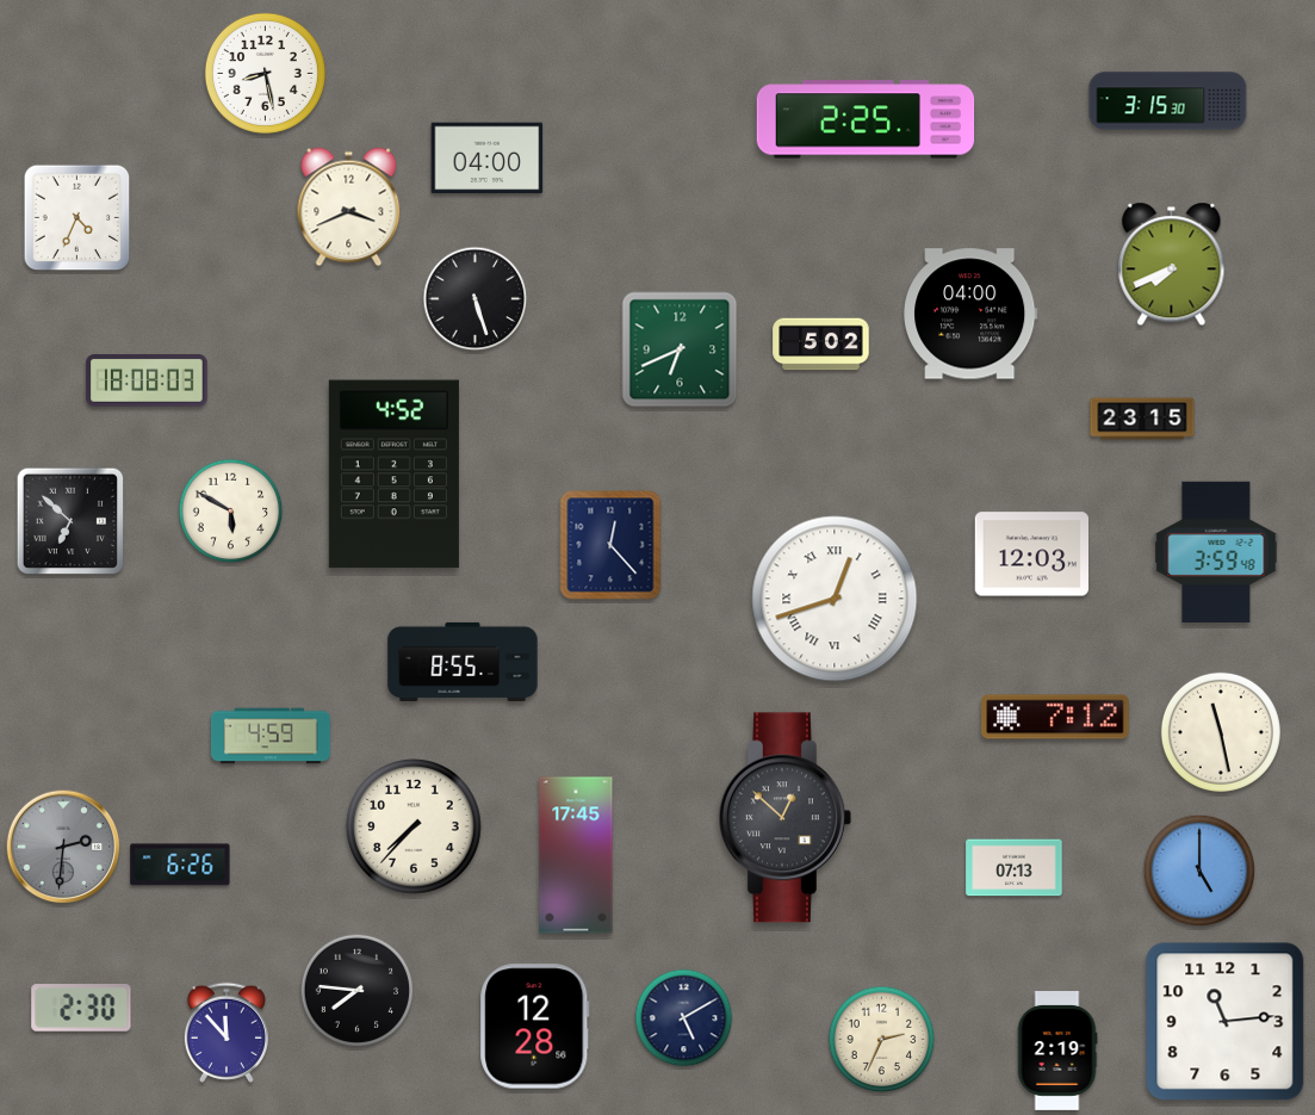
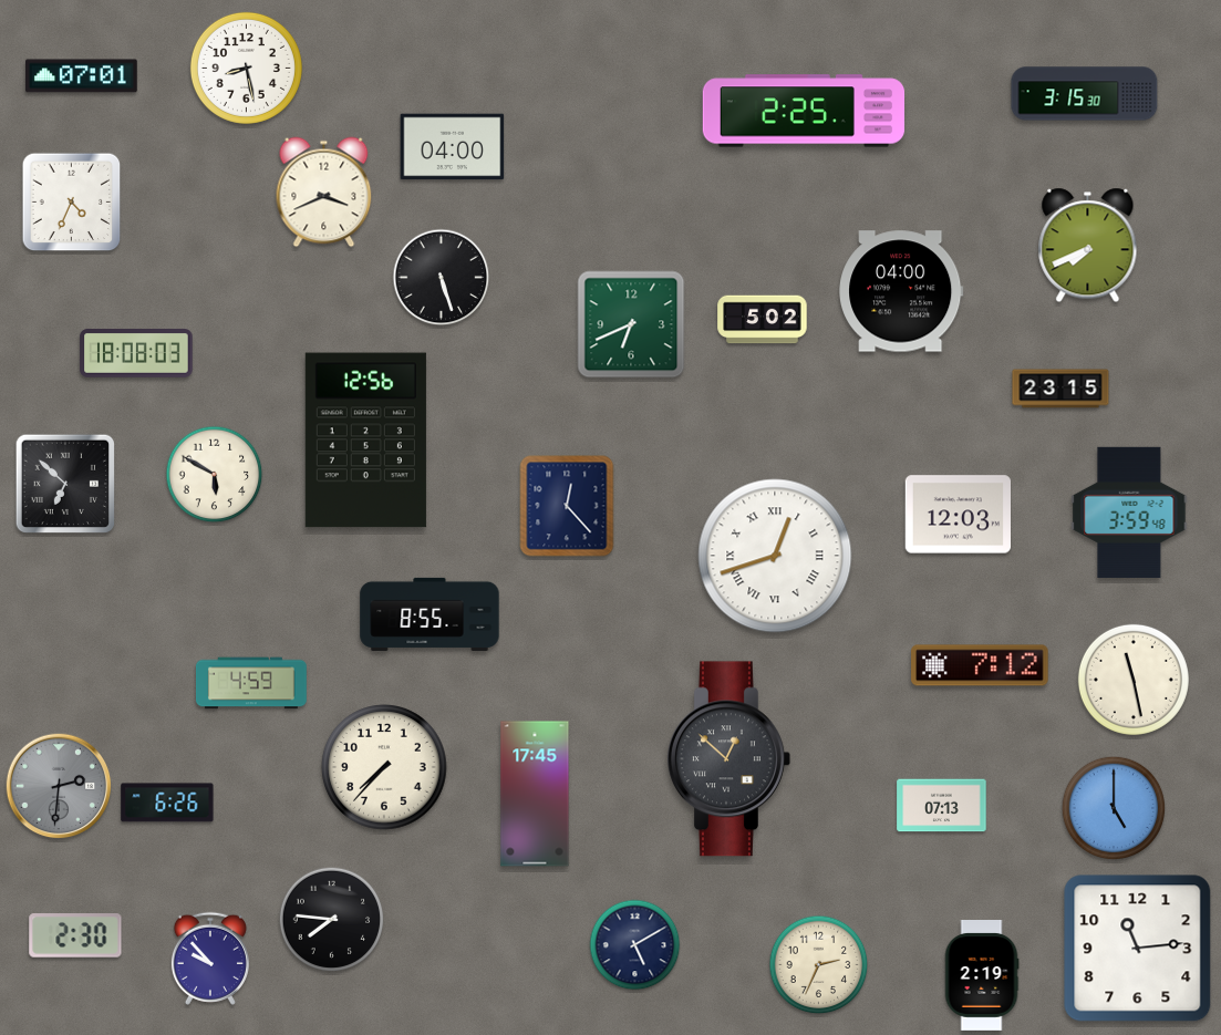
clock at (82, 76): none -> 07:01
clock at (393, 475): 4:52 -> 12:56
clock at (535, 1027): 12:28 -> none
clock at (227, 1033): 11:53 -> 9:53
